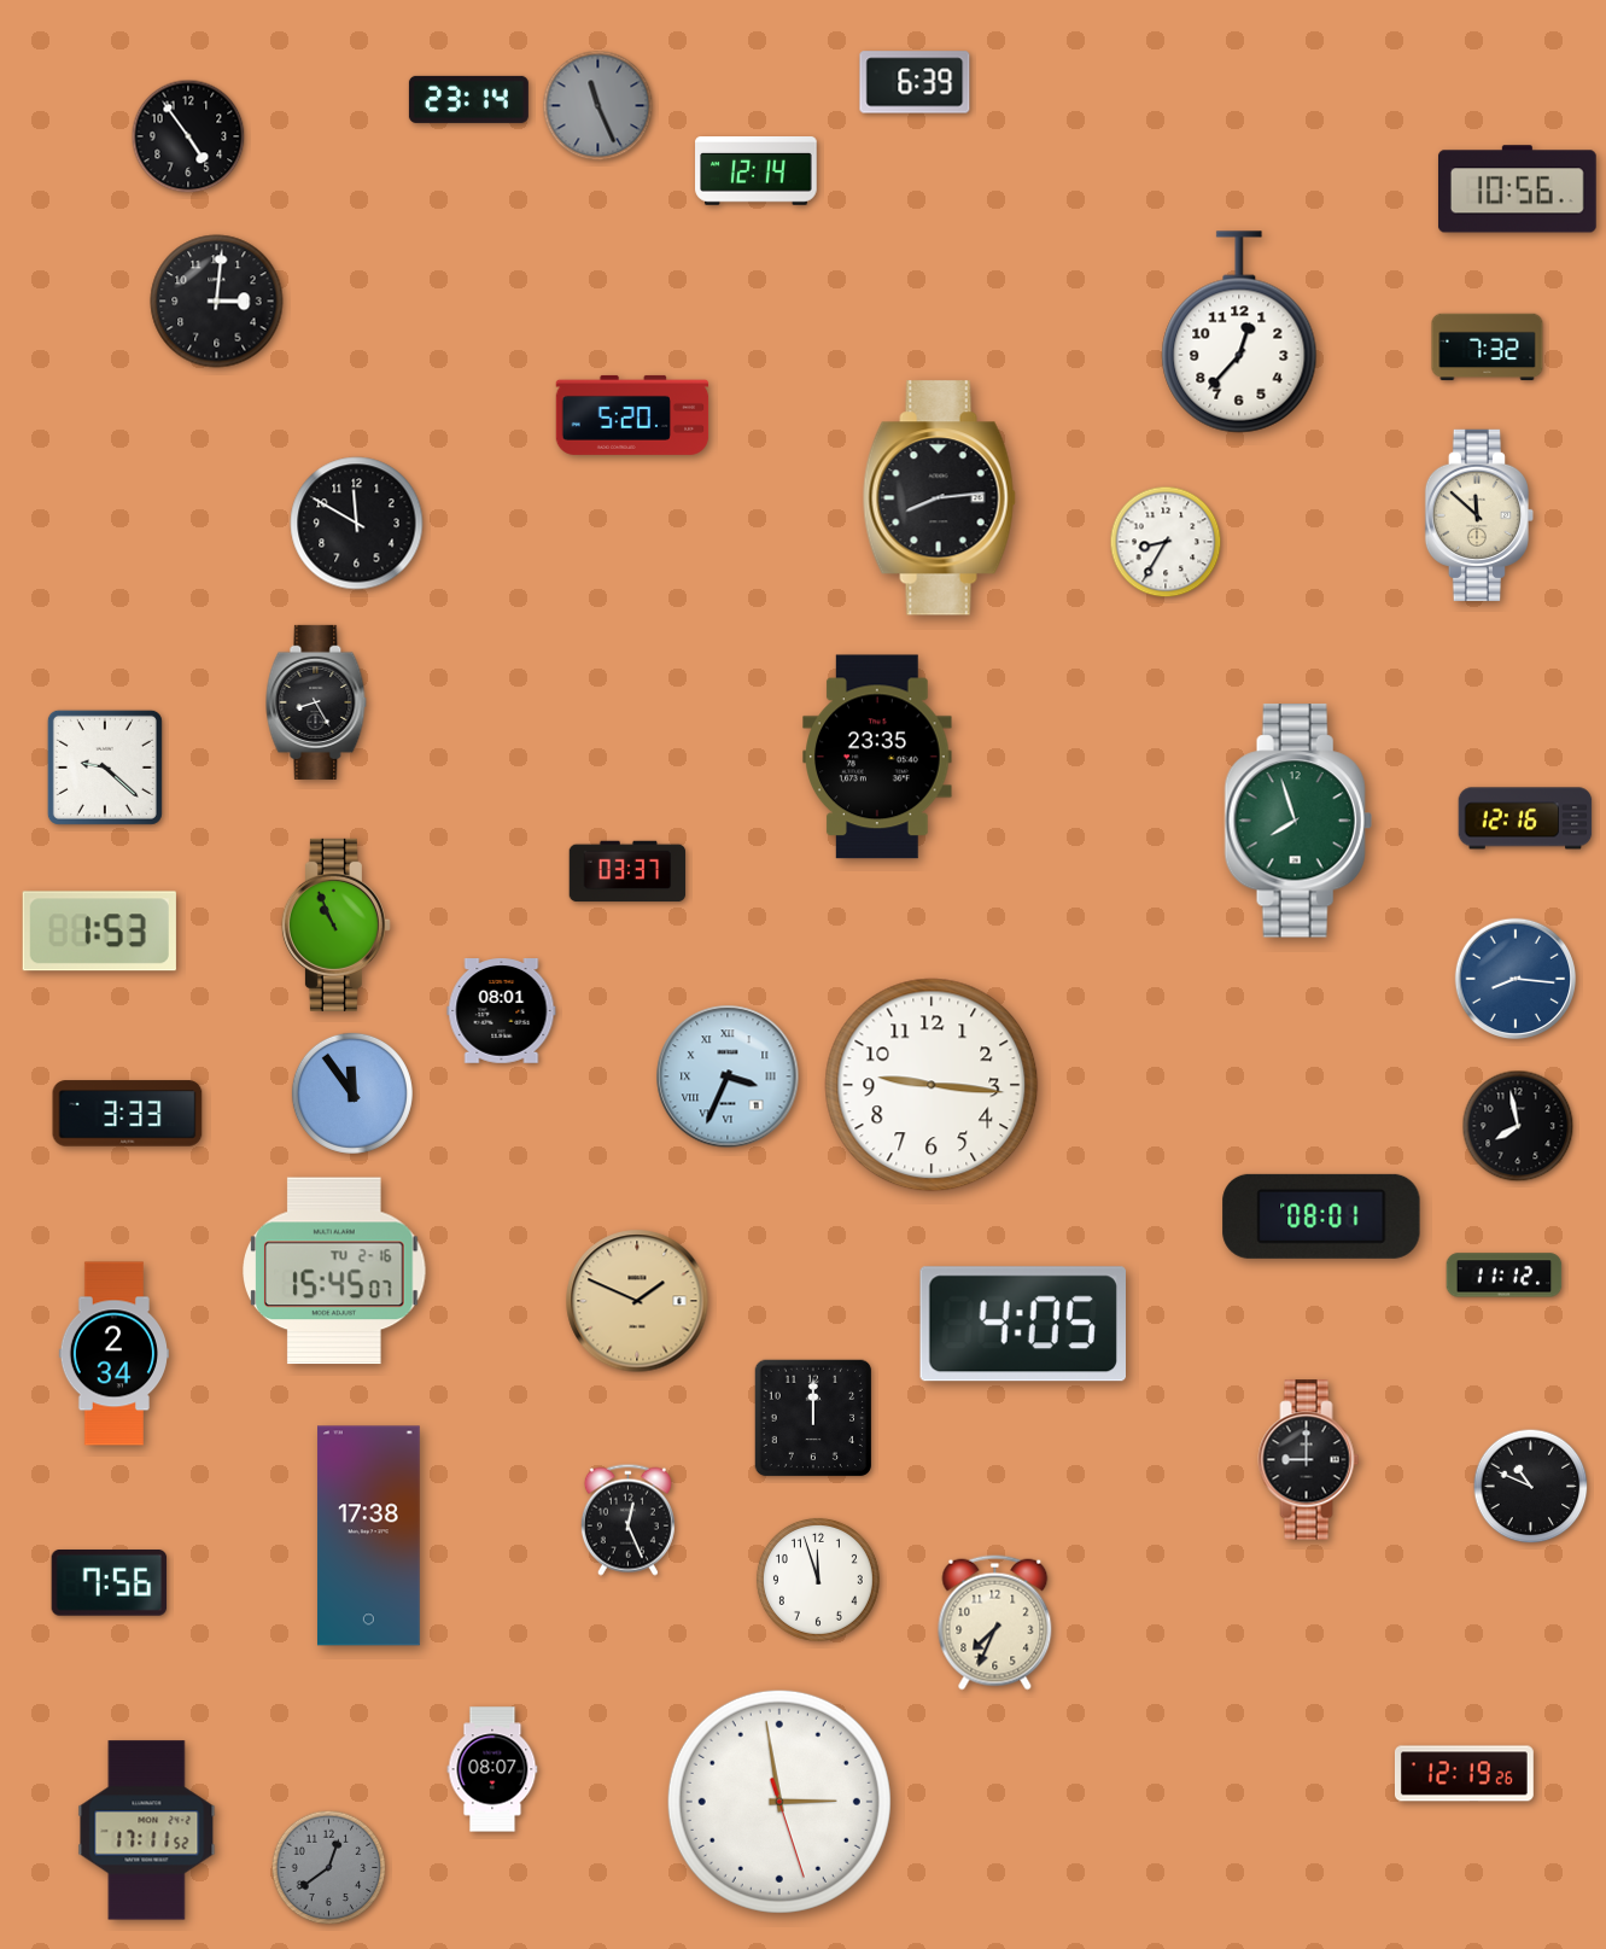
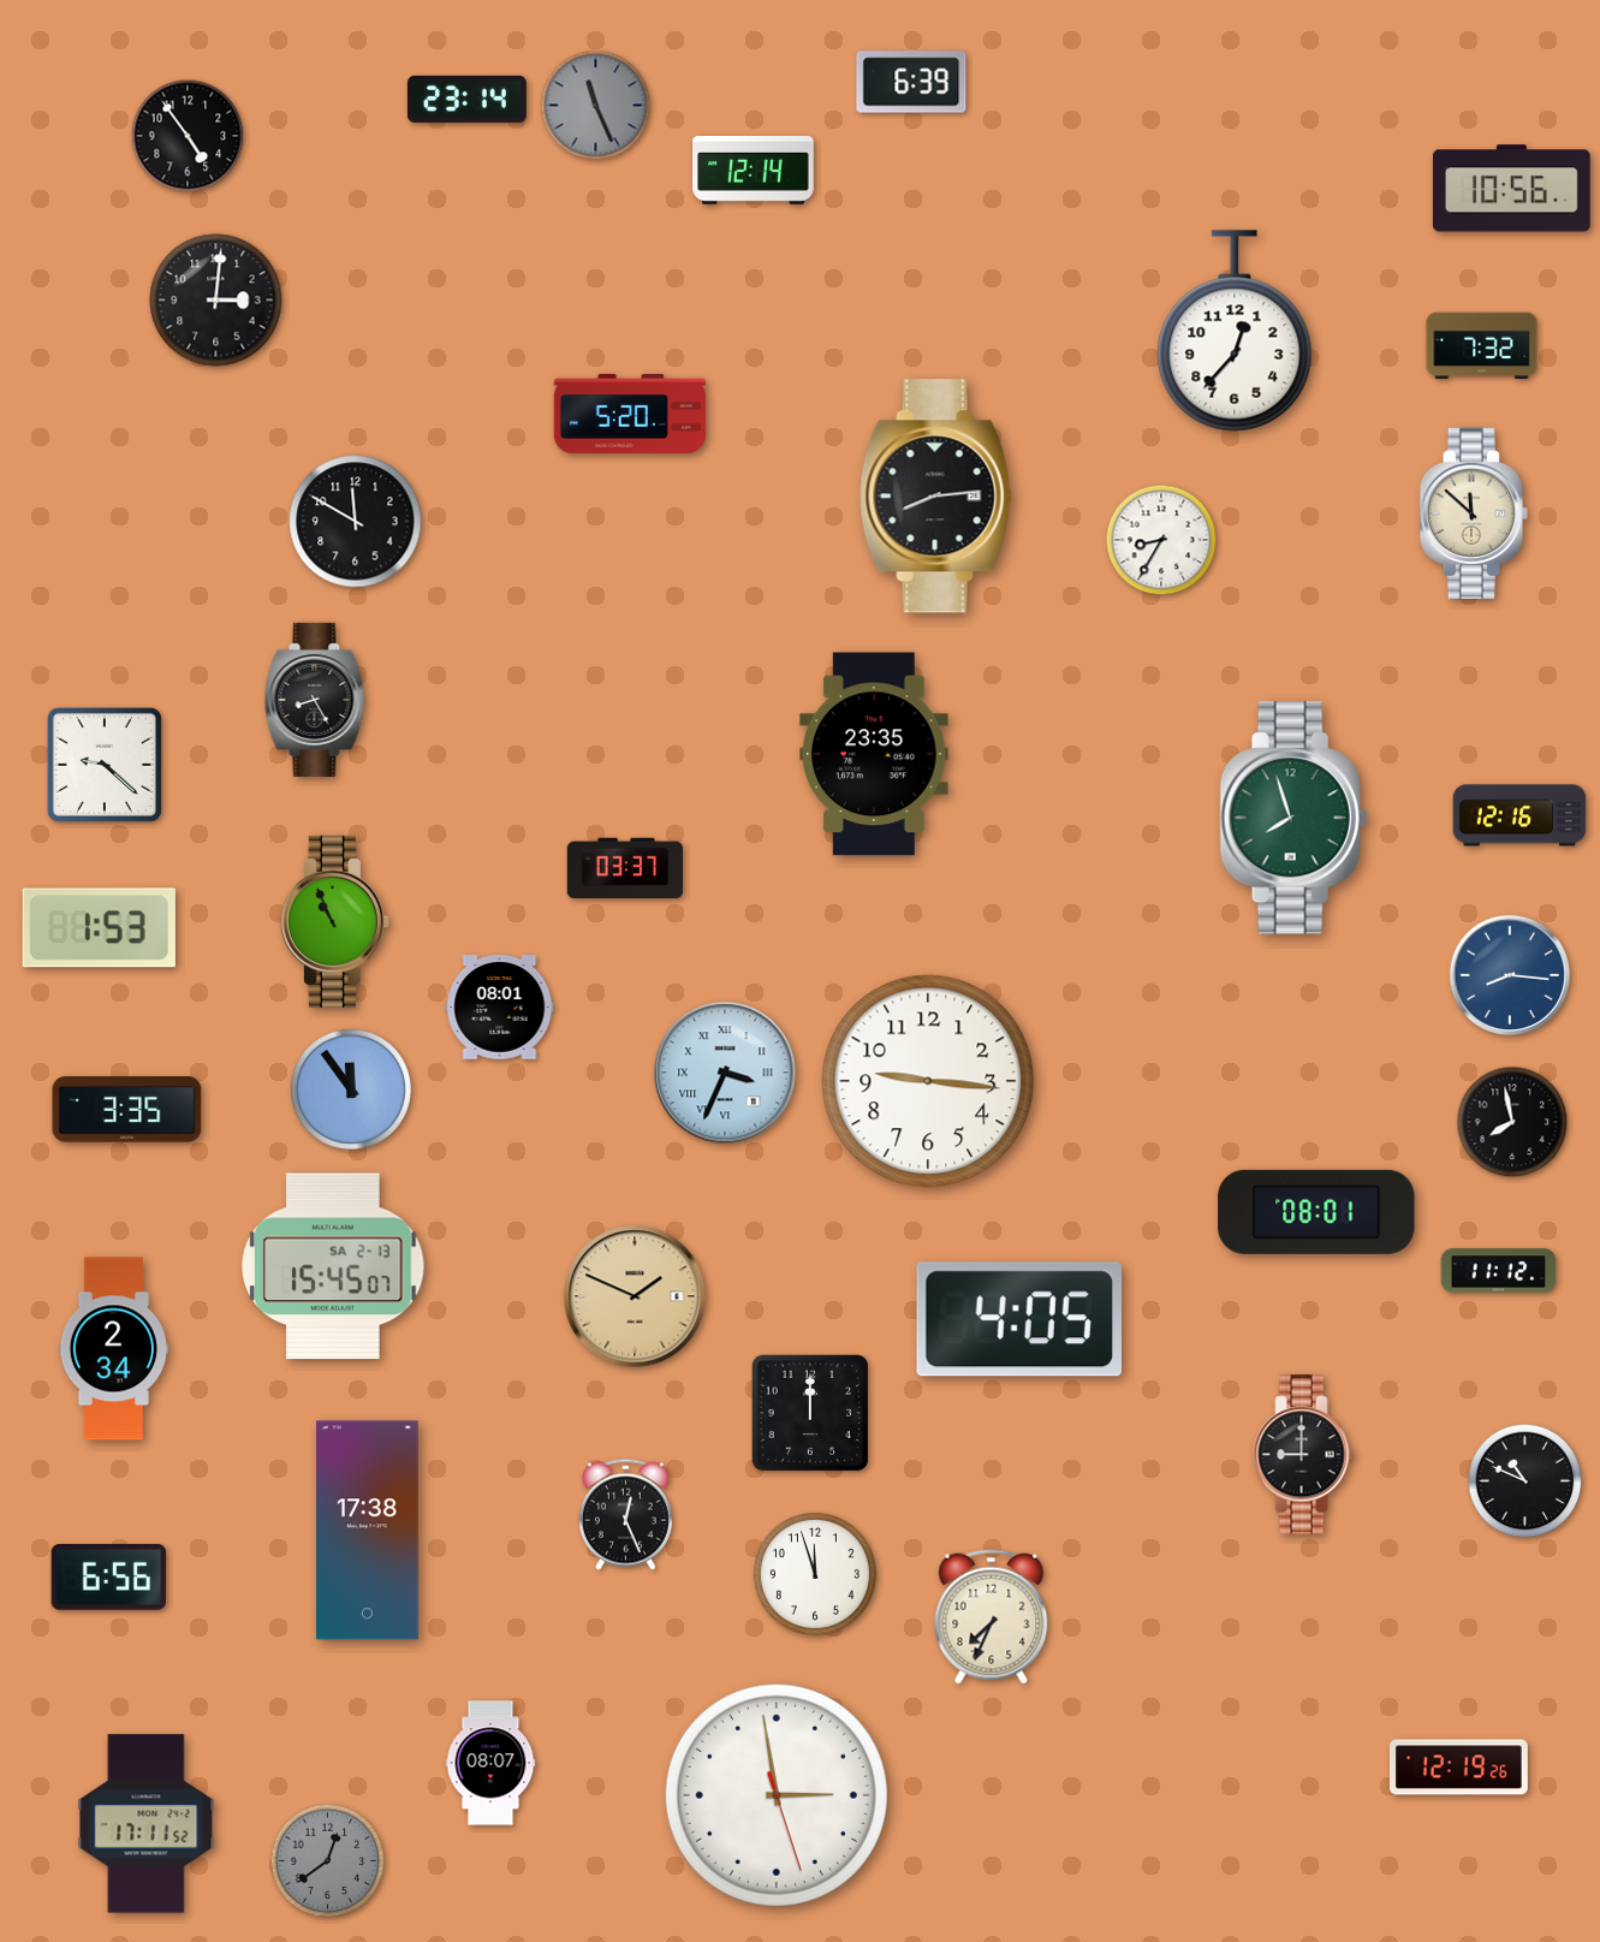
clock at (128, 1114): 3:33 -> 3:35
clock at (334, 1271) date: TU 2-16 -> SA 2-13
clock at (110, 1583): 7:56 -> 6:56
